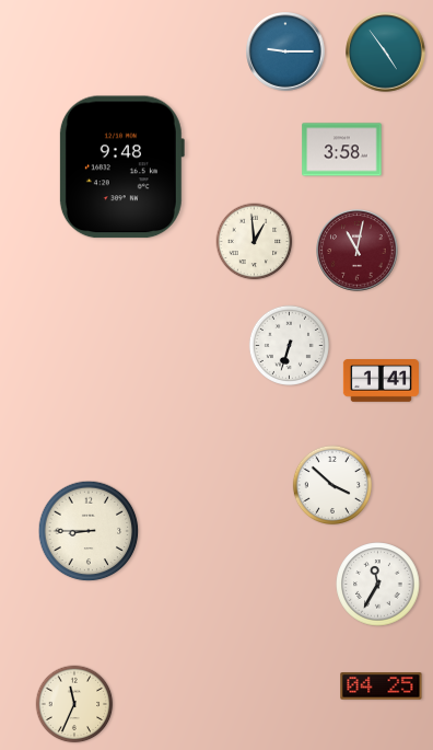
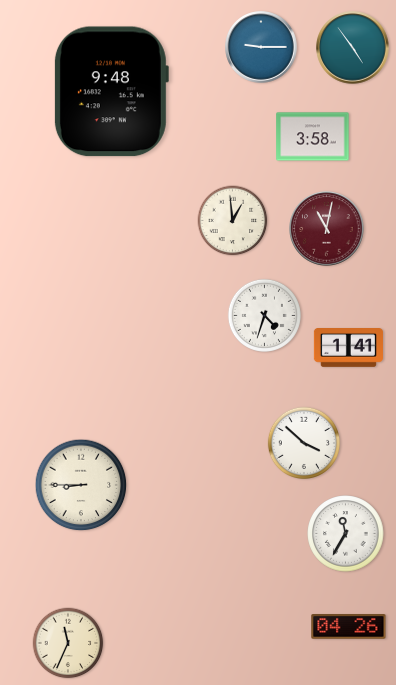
clock at (121, 168) position: (121, 168) -> (111, 92)
clock at (289, 345): 6:33 -> 4:33
clock at (382, 686): 04:25 -> 04:26
